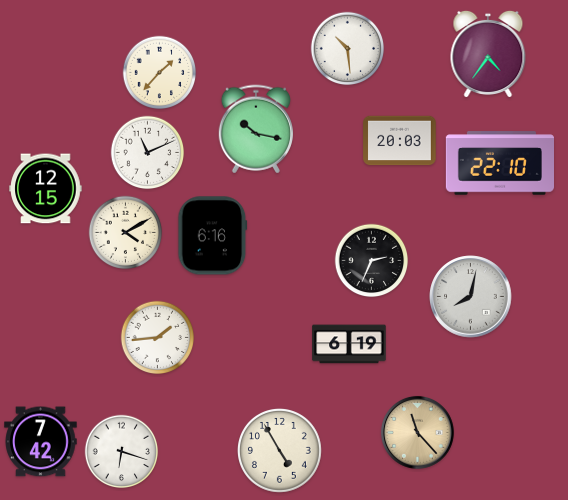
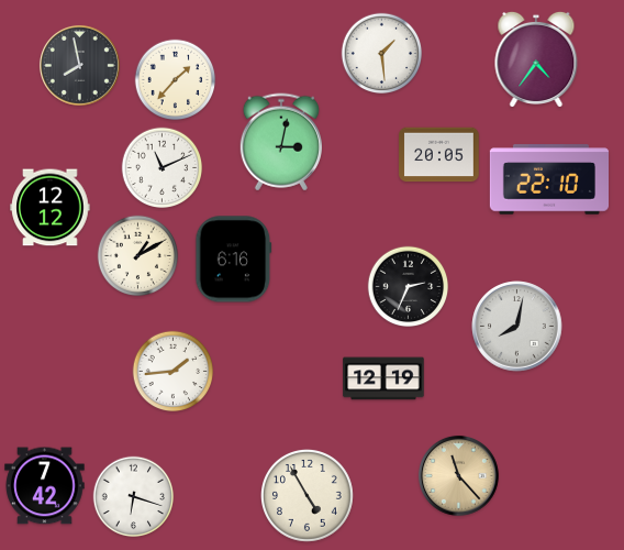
clock at (348, 49): 10:29 -> 1:29
clock at (80, 66): none -> 7:58
clock at (255, 129): 10:17 -> 3:02
clock at (400, 141): 20:03 -> 20:05
clock at (46, 189): 12:15 -> 12:12
clock at (126, 233): 4:10 -> 1:10
clock at (349, 344): 6:19 -> 12:19
